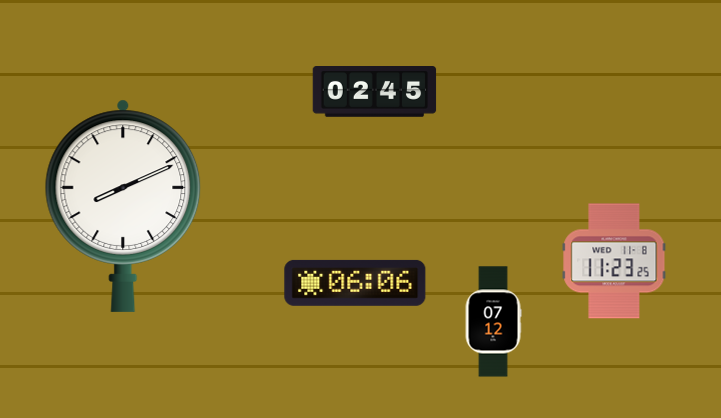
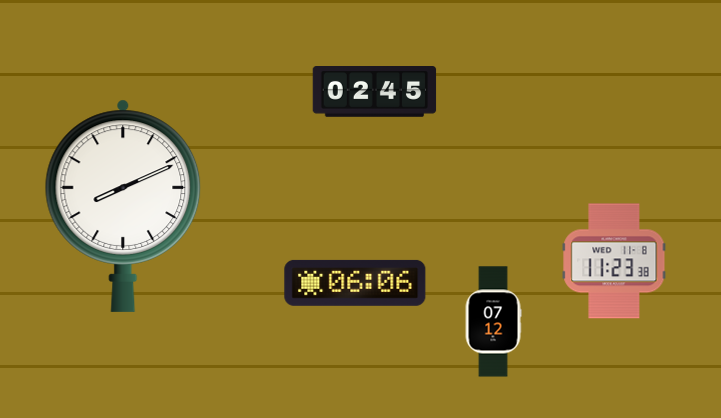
clock at (614, 261): 11:23:25 -> 11:23:38
